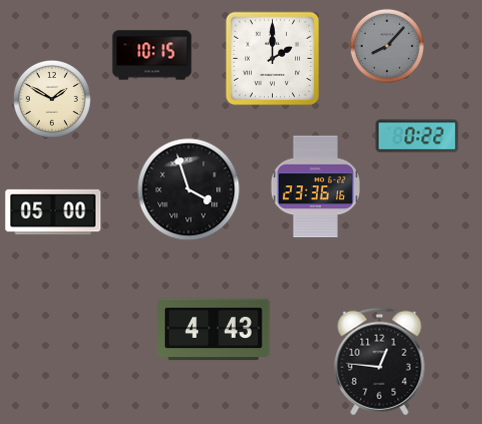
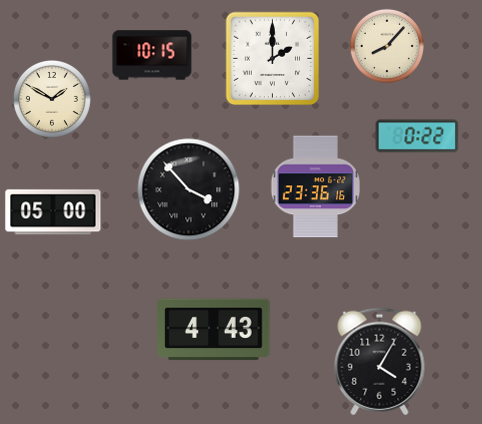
clock at (387, 46) dial: grey -> cream
clock at (189, 190): 3:57 -> 3:53
clock at (380, 362): 12:46 -> 4:05
